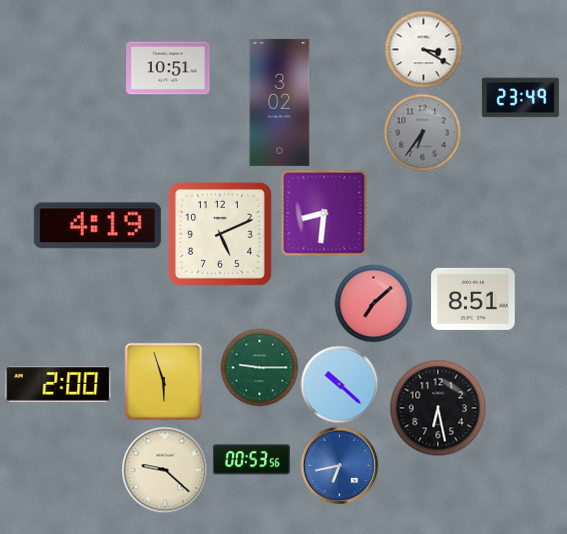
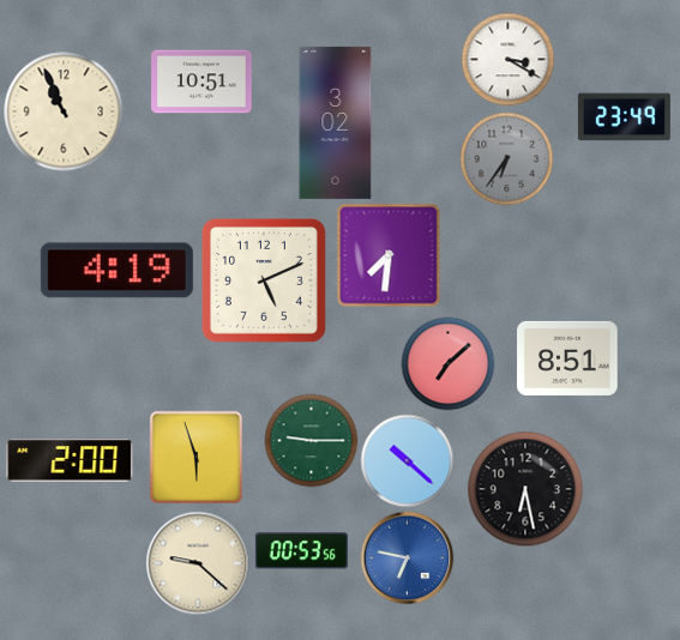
clock at (64, 111): none -> 10:56
clock at (324, 213): 8:31 -> 7:31
clock at (339, 465): 6:43 -> 6:47
